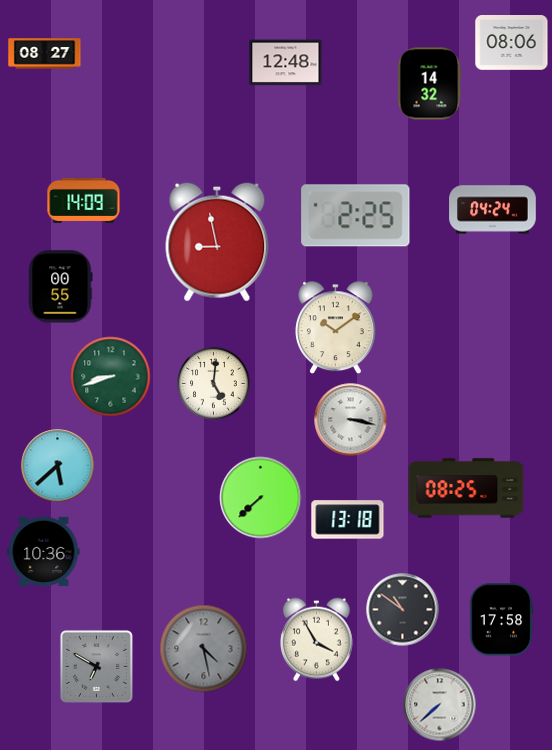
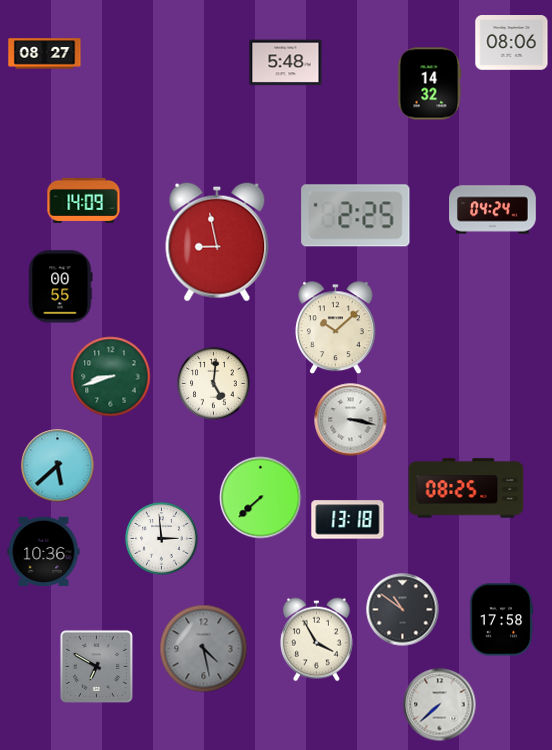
clock at (286, 63): 12:48 -> 5:48
clock at (336, 328): 10:09 -> 10:08
clock at (162, 539): none -> 2:59
